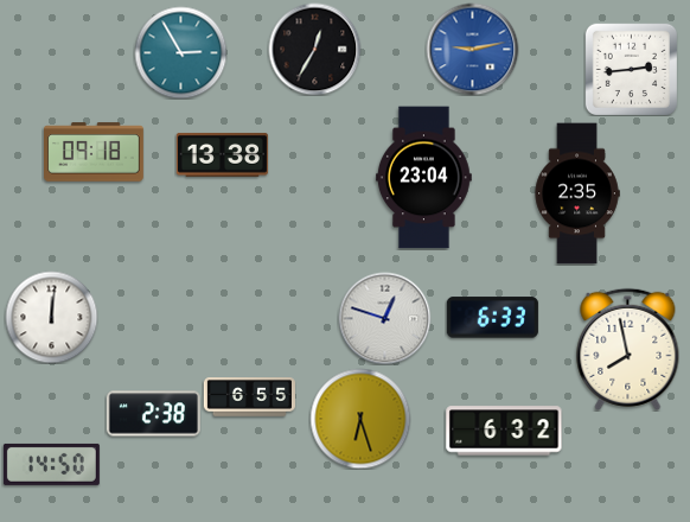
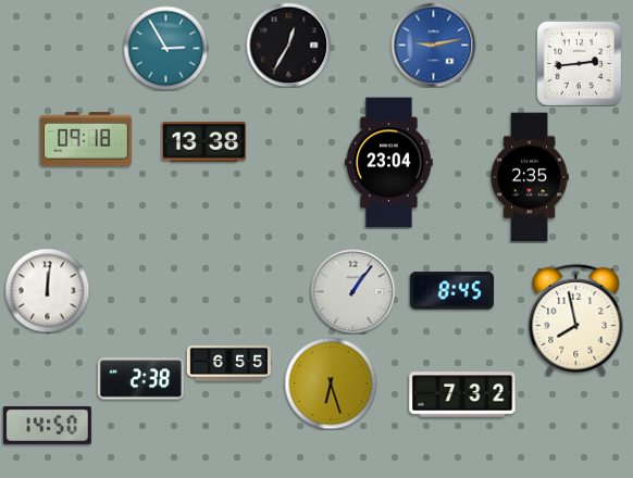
clock at (384, 318): 12:48 -> 1:06
clock at (492, 318): 6:33 -> 8:45
clock at (504, 431): 6:32 -> 7:32
